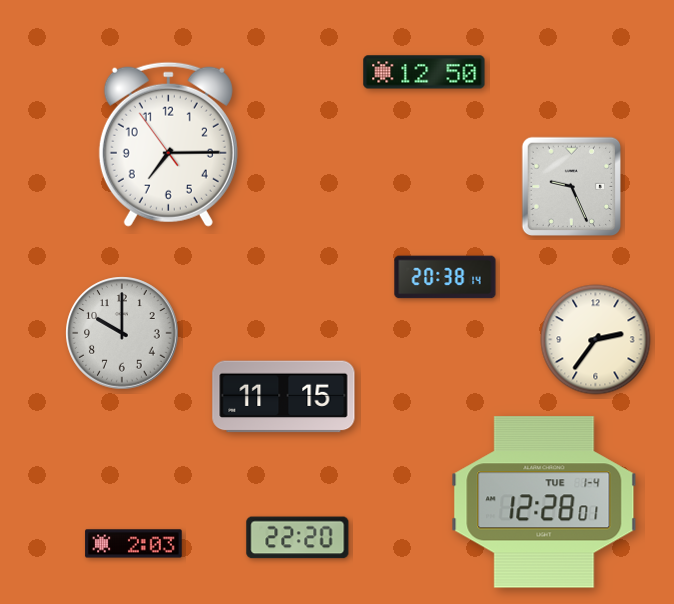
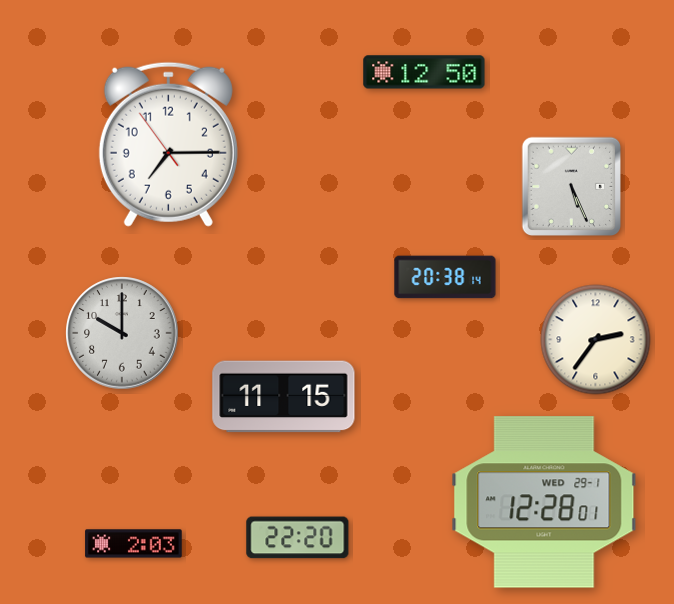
clock at (572, 187): 9:26 -> 5:26
clock at (544, 502) date: TUE 1-4 -> WED 29-1
